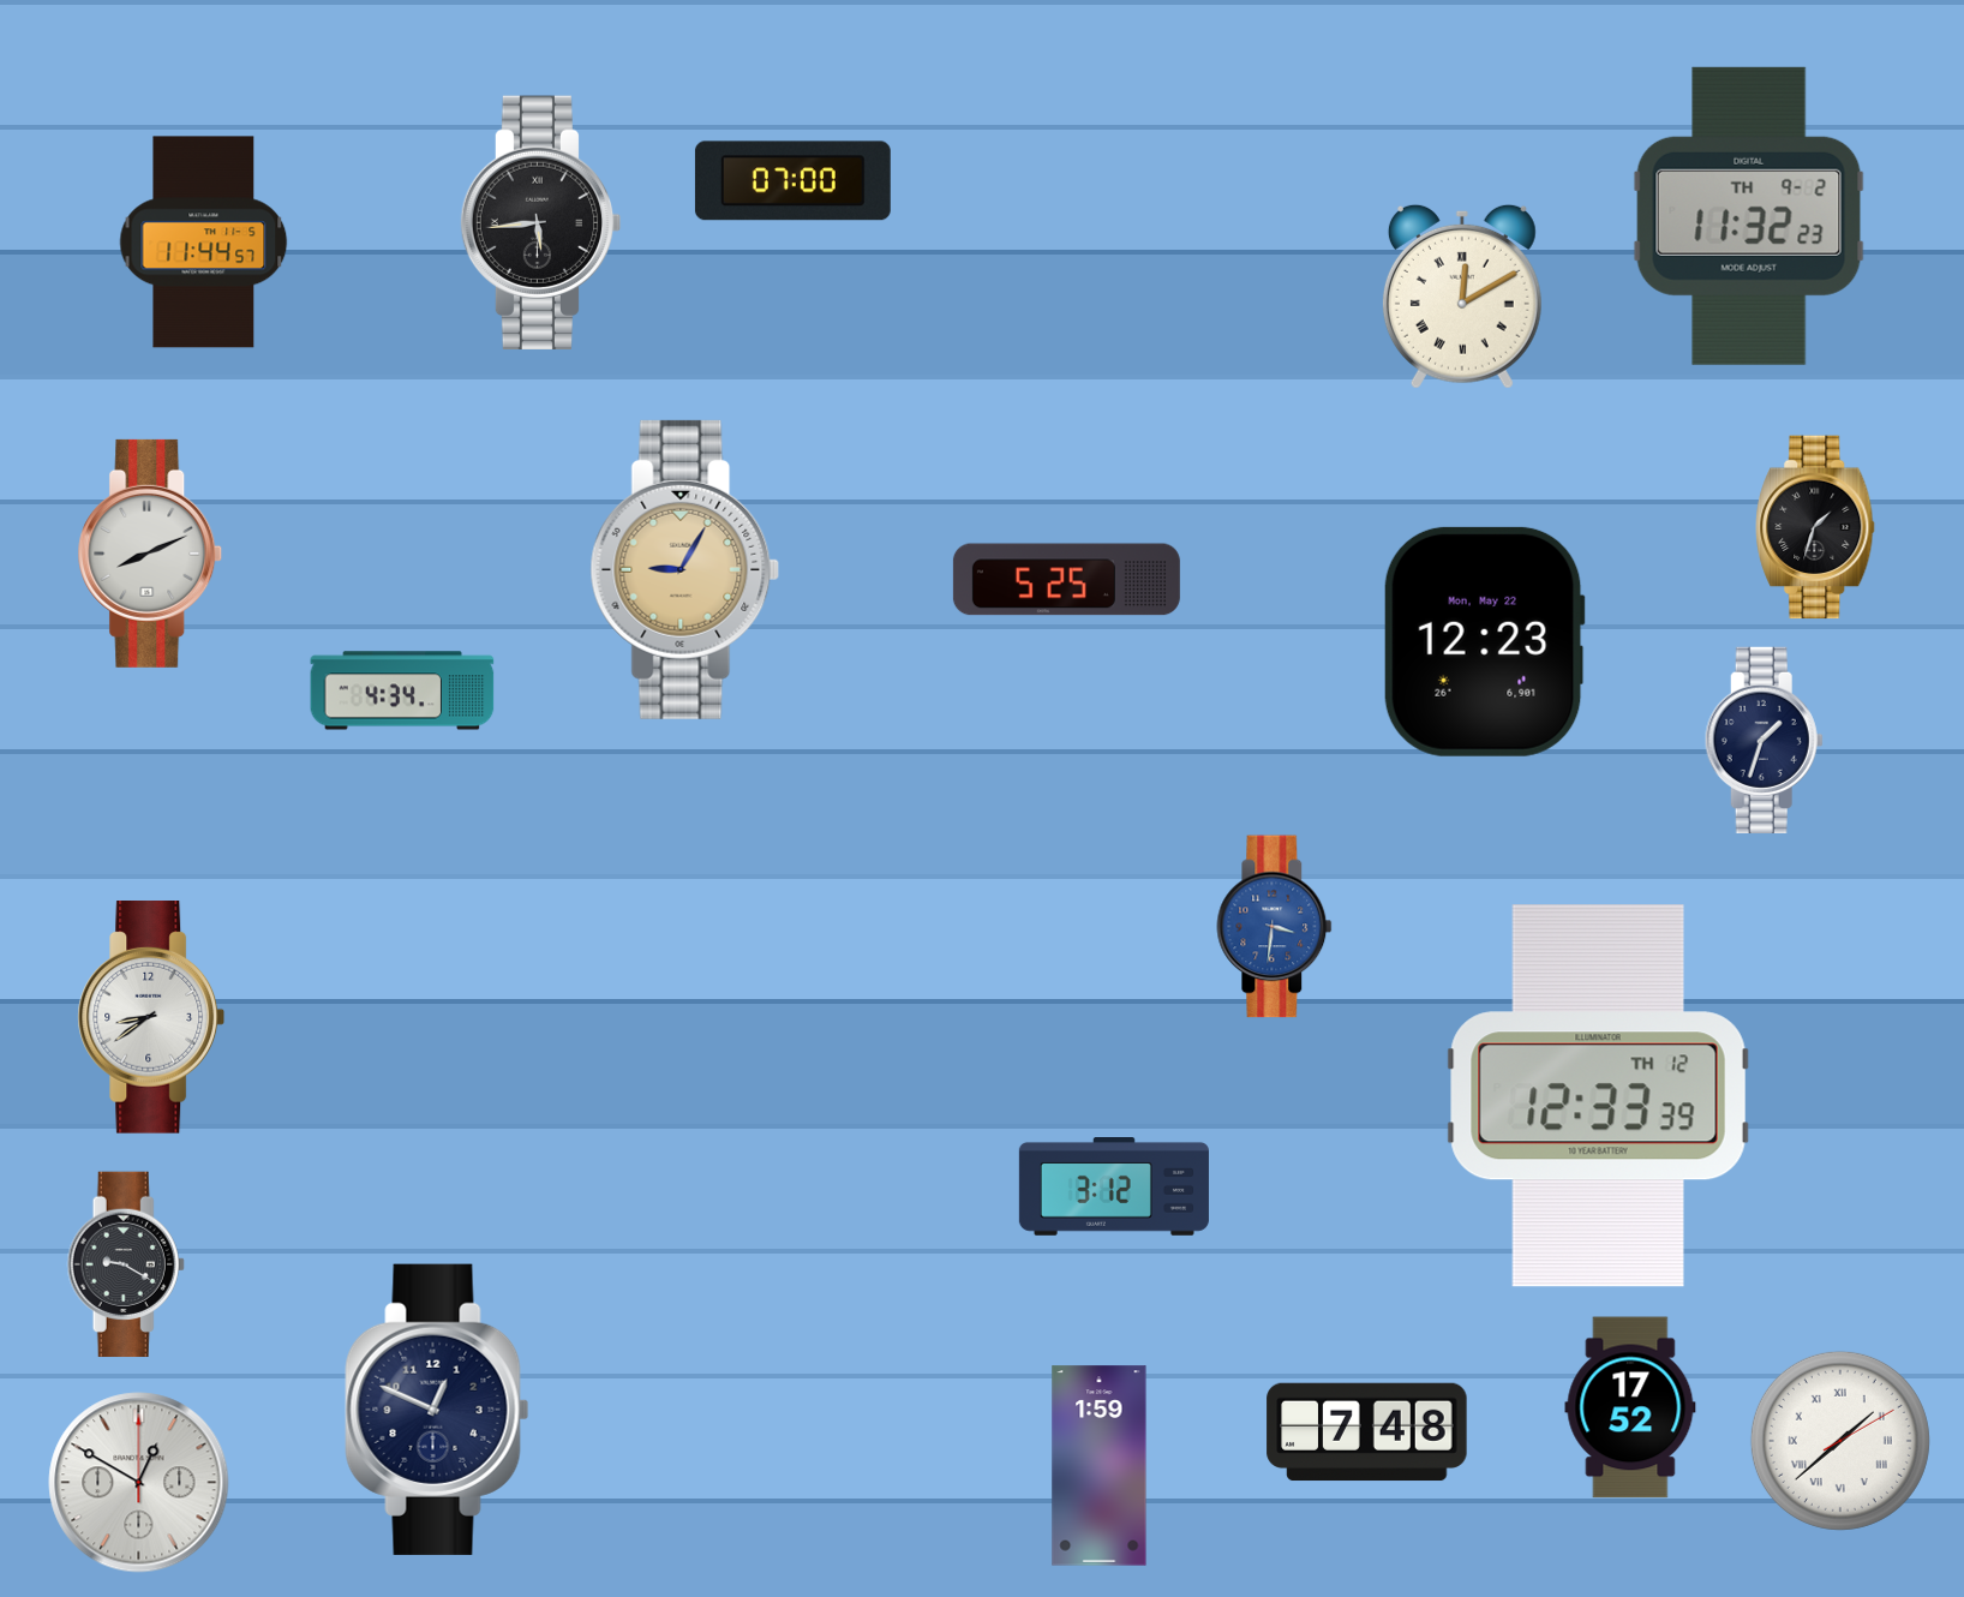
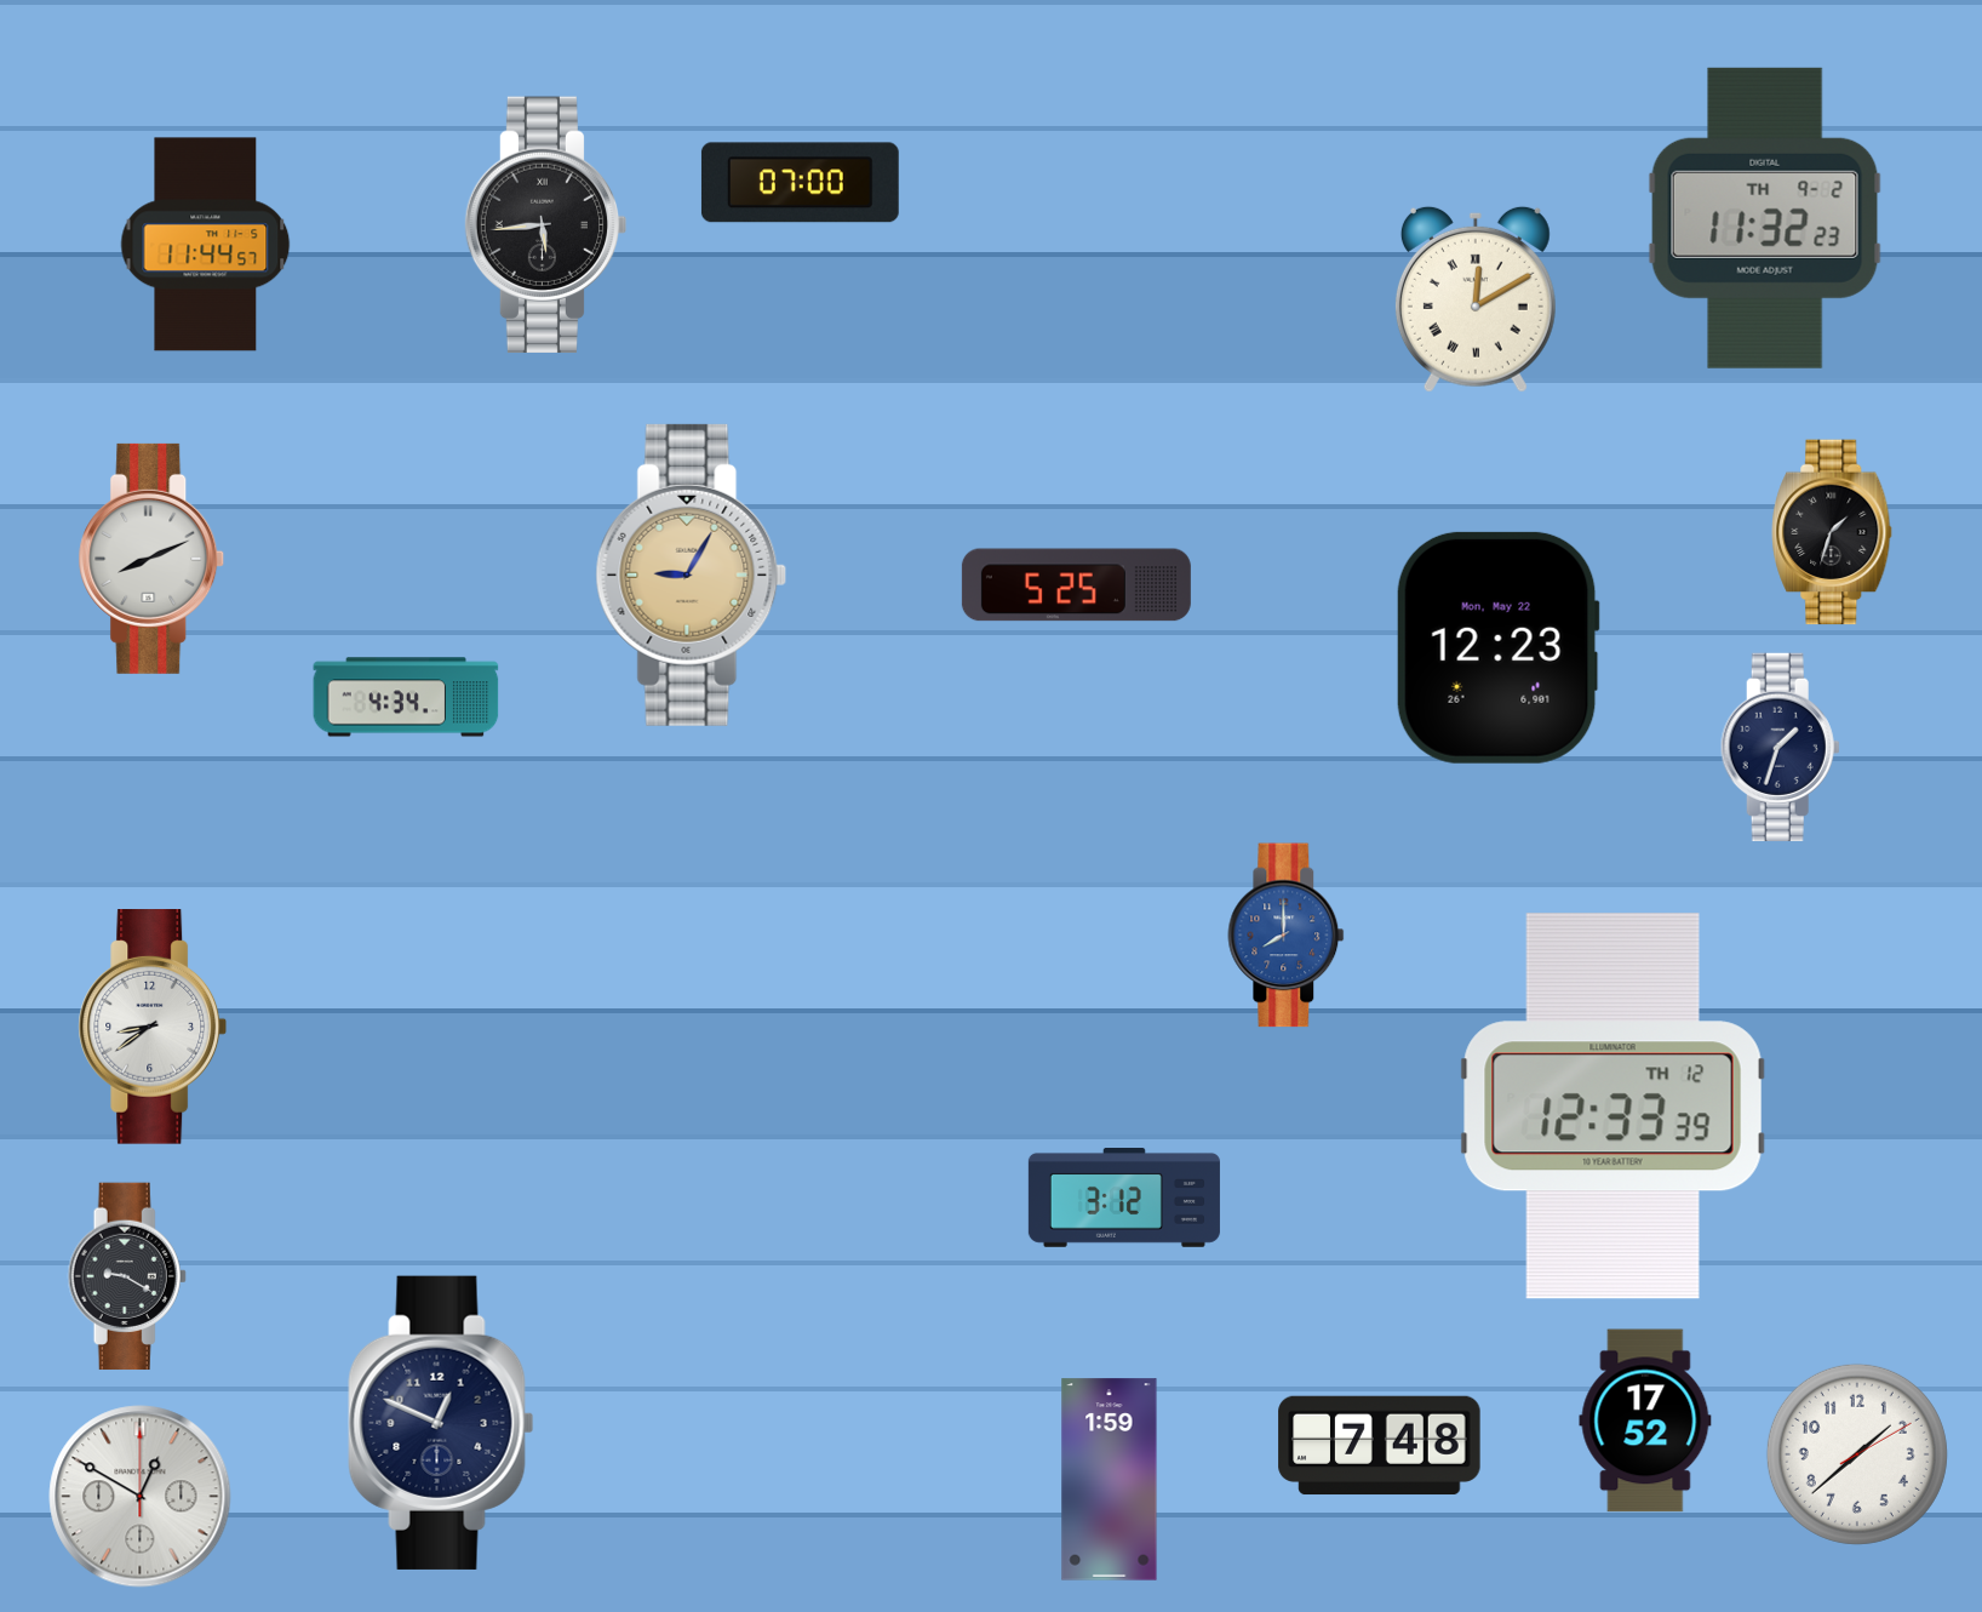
clock at (1275, 927): 3:31 -> 8:00
clock at (1840, 1441) numerals: Roman -> Arabic
